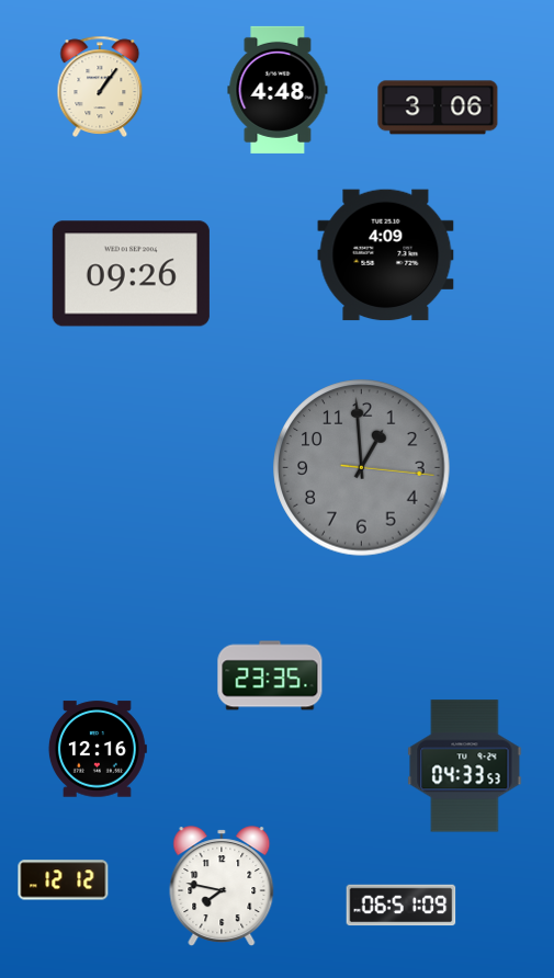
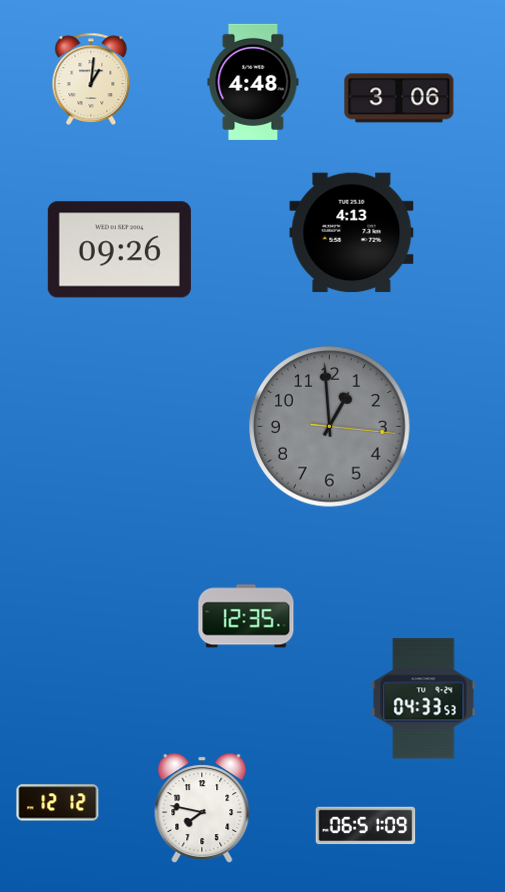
clock at (100, 87): 1:06 -> 1:01
clock at (386, 255): 4:09 -> 4:13
clock at (270, 675): 23:35 -> 12:35
clock at (98, 749): 12:16 -> none
